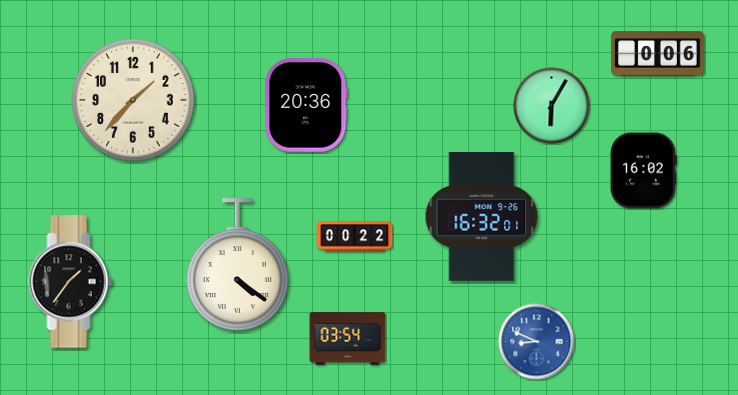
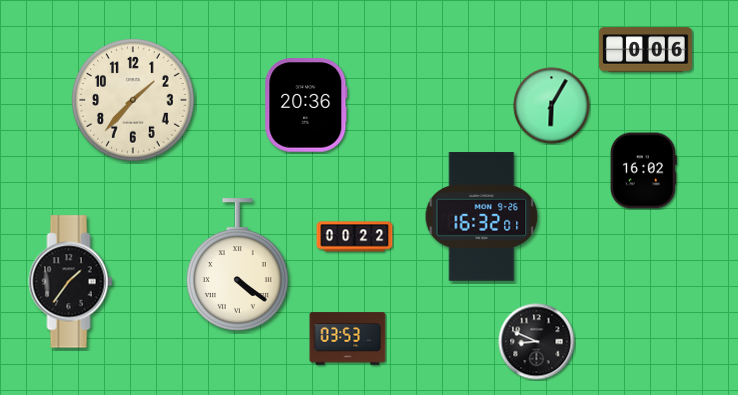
clock at (658, 54) position: (658, 54) -> (646, 50)
clock at (348, 339): 03:54 -> 03:53
clock at (537, 342) dial: blue -> black
